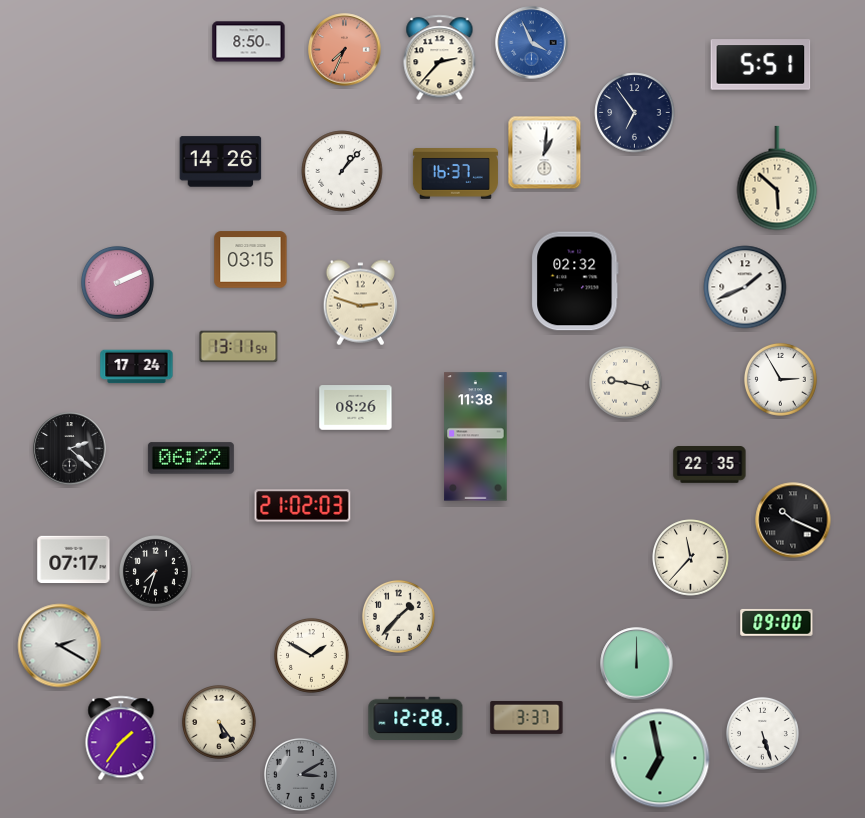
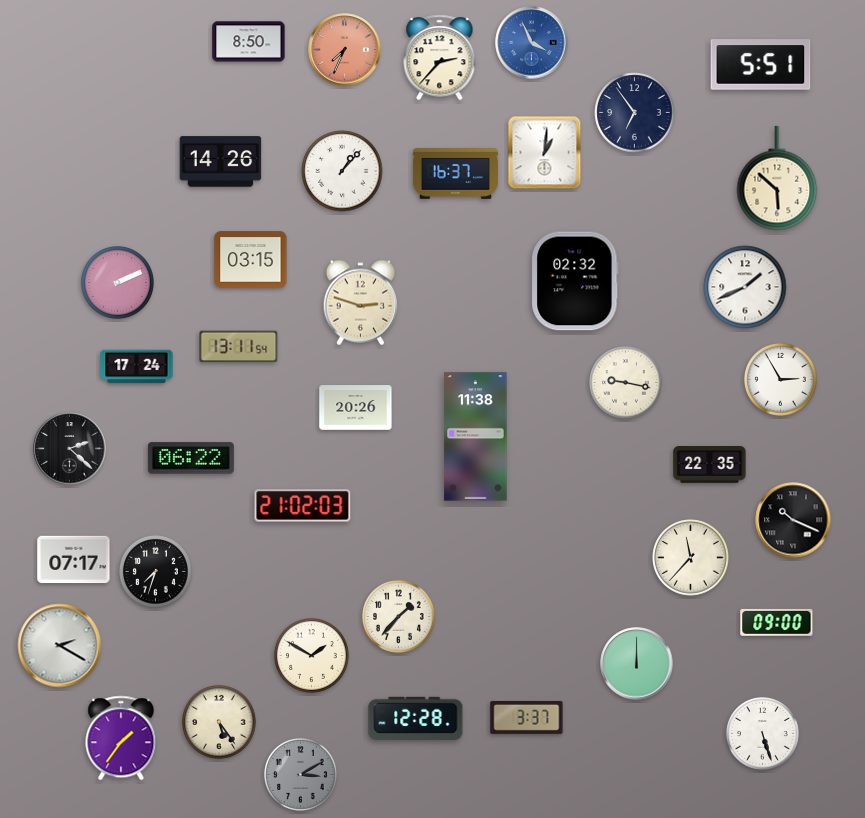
clock at (356, 408): 08:26 -> 20:26
clock at (660, 758): 6:58 -> none
